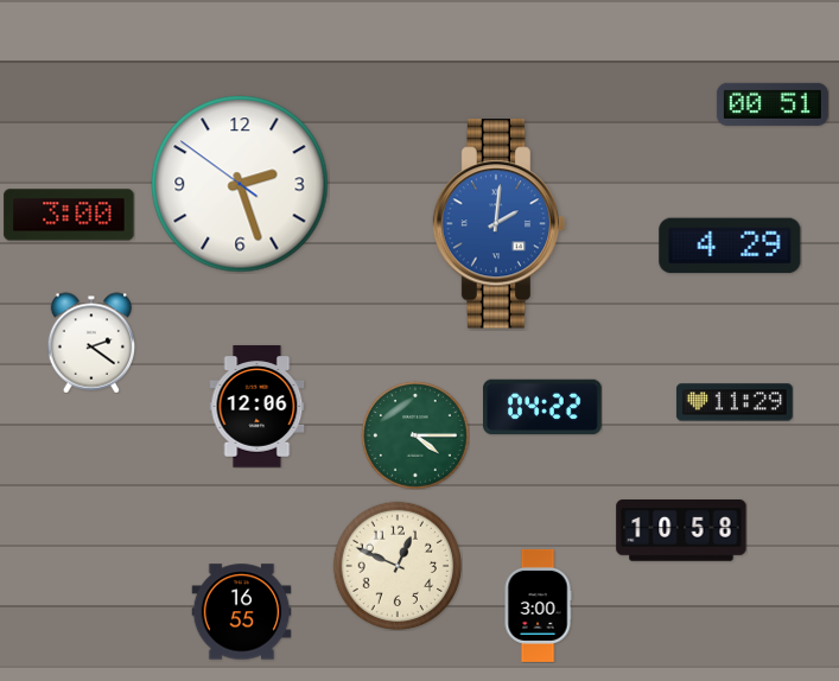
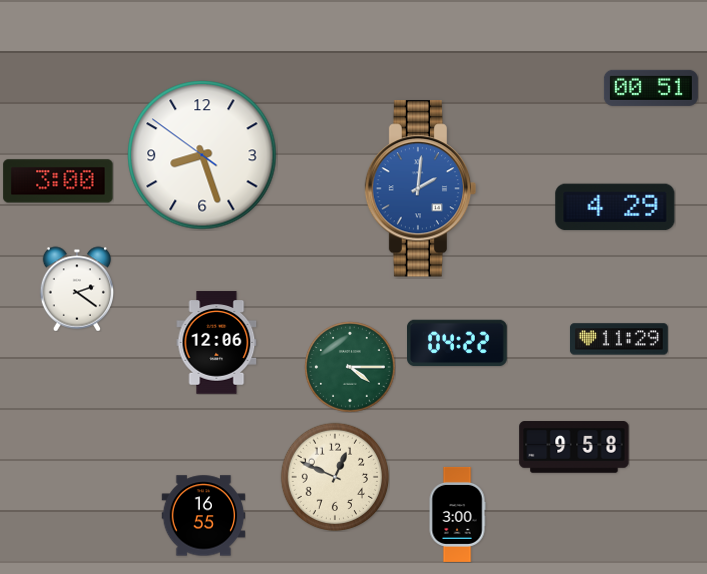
clock at (240, 184): 2:26 -> 8:26
clock at (681, 532): 10:58 -> 9:58
clock at (538, 605) position: (538, 605) -> (457, 514)
